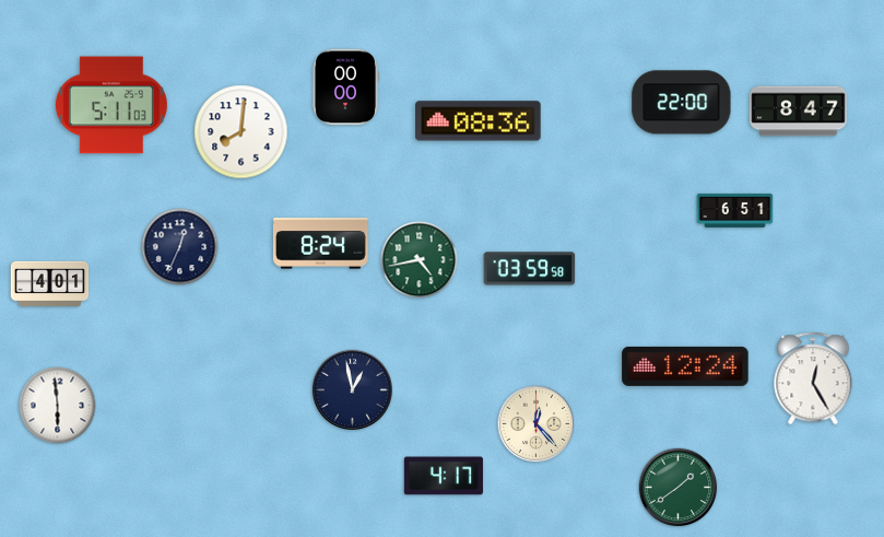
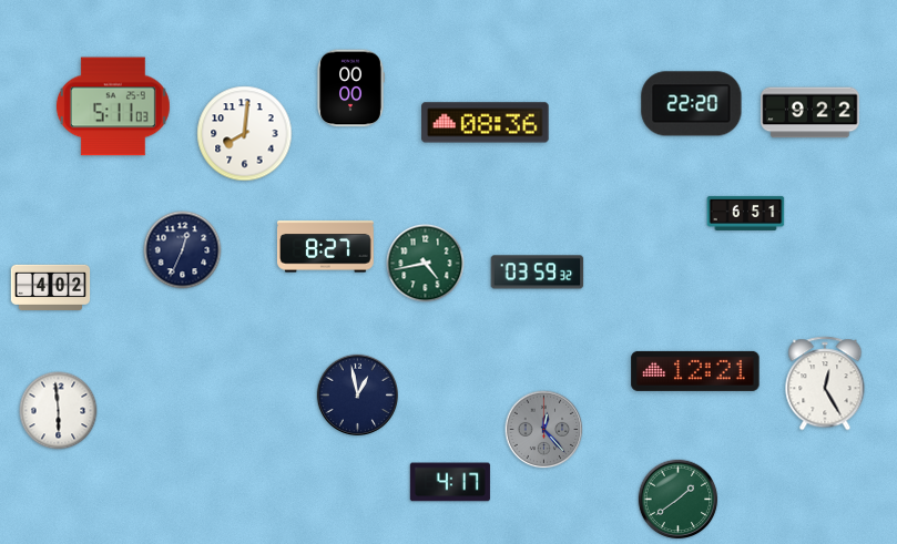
clock at (682, 103): 22:00 -> 22:20
clock at (799, 112): 8:47 -> 9:22
clock at (320, 244): 8:24 -> 8:27
clock at (530, 269): 03:59:58 -> 03:59:32
clock at (50, 283): 4:01 -> 4:02
clock at (685, 366): 12:24 -> 12:21
clock at (537, 424) dial: cream -> grey
clock at (679, 488) position: (679, 488) -> (679, 500)
